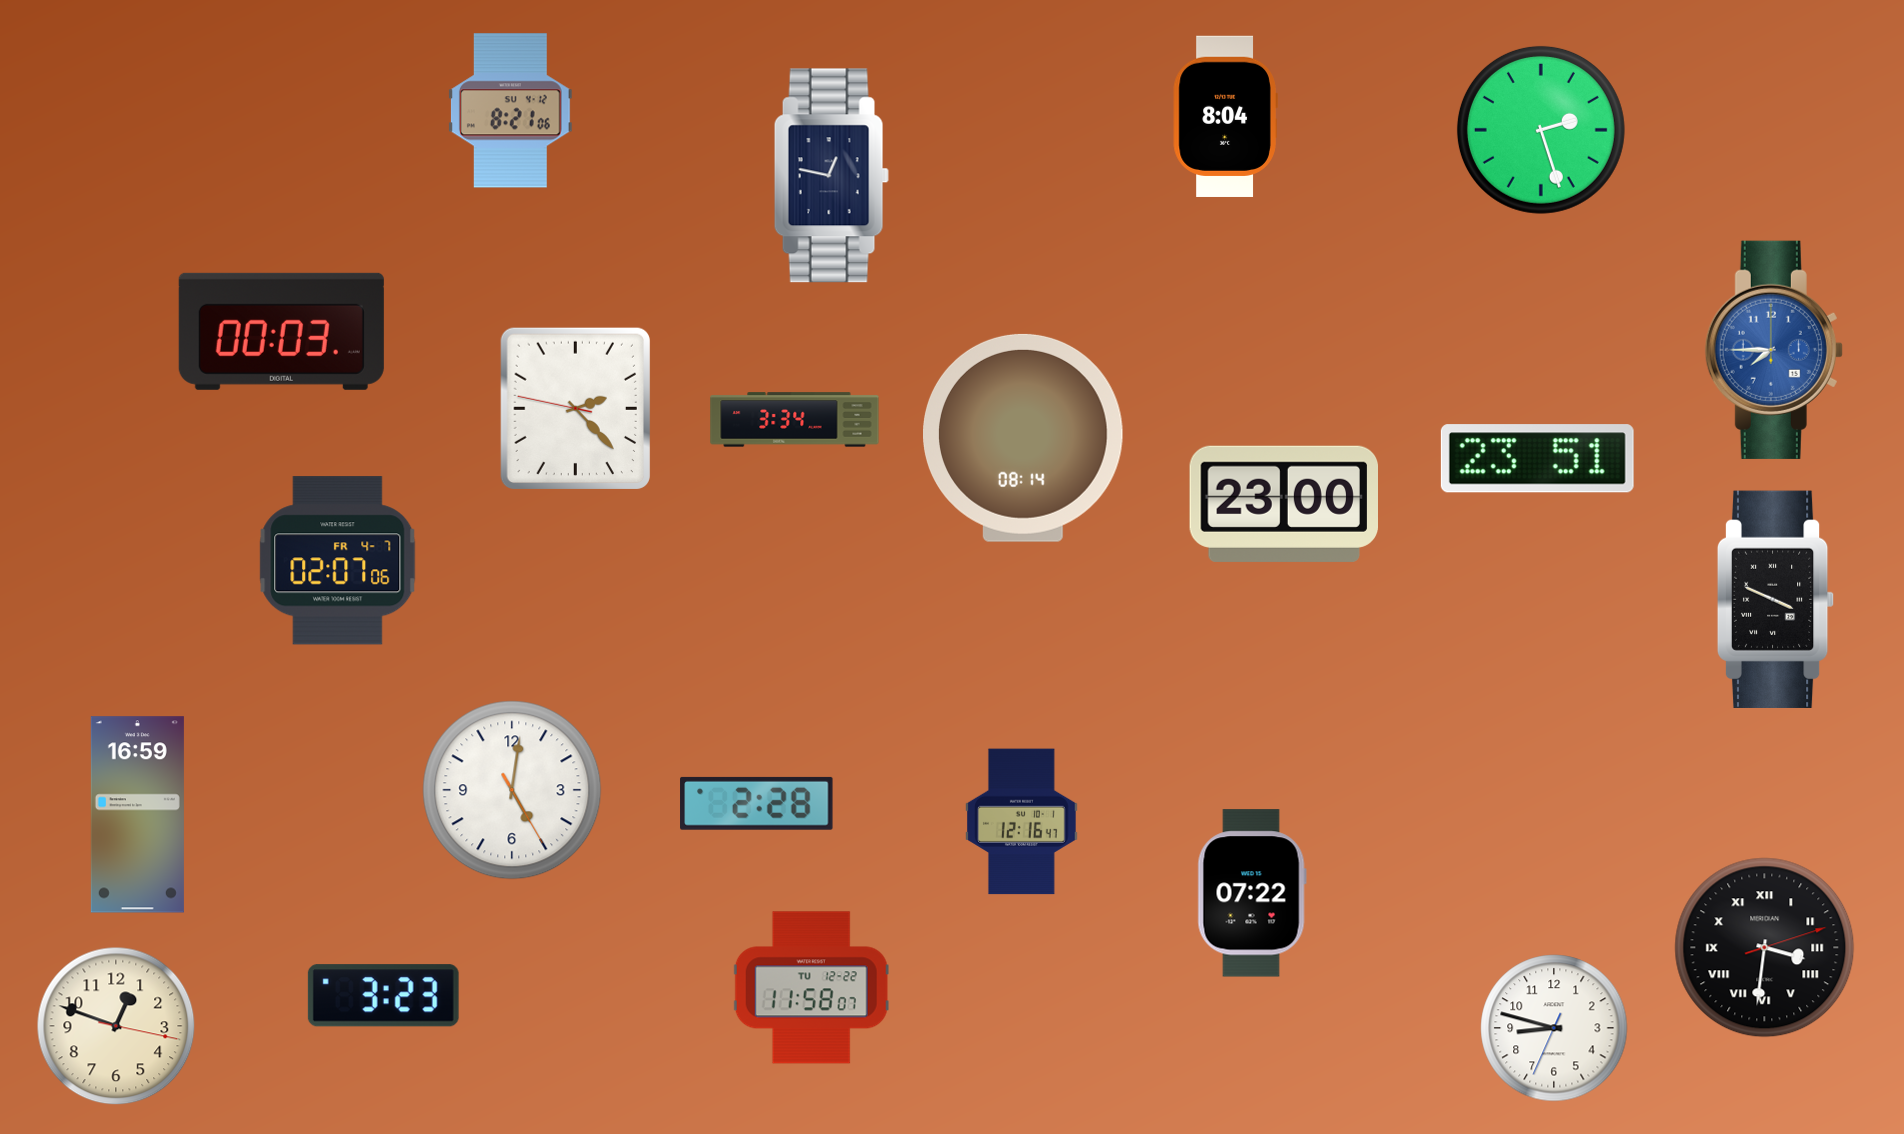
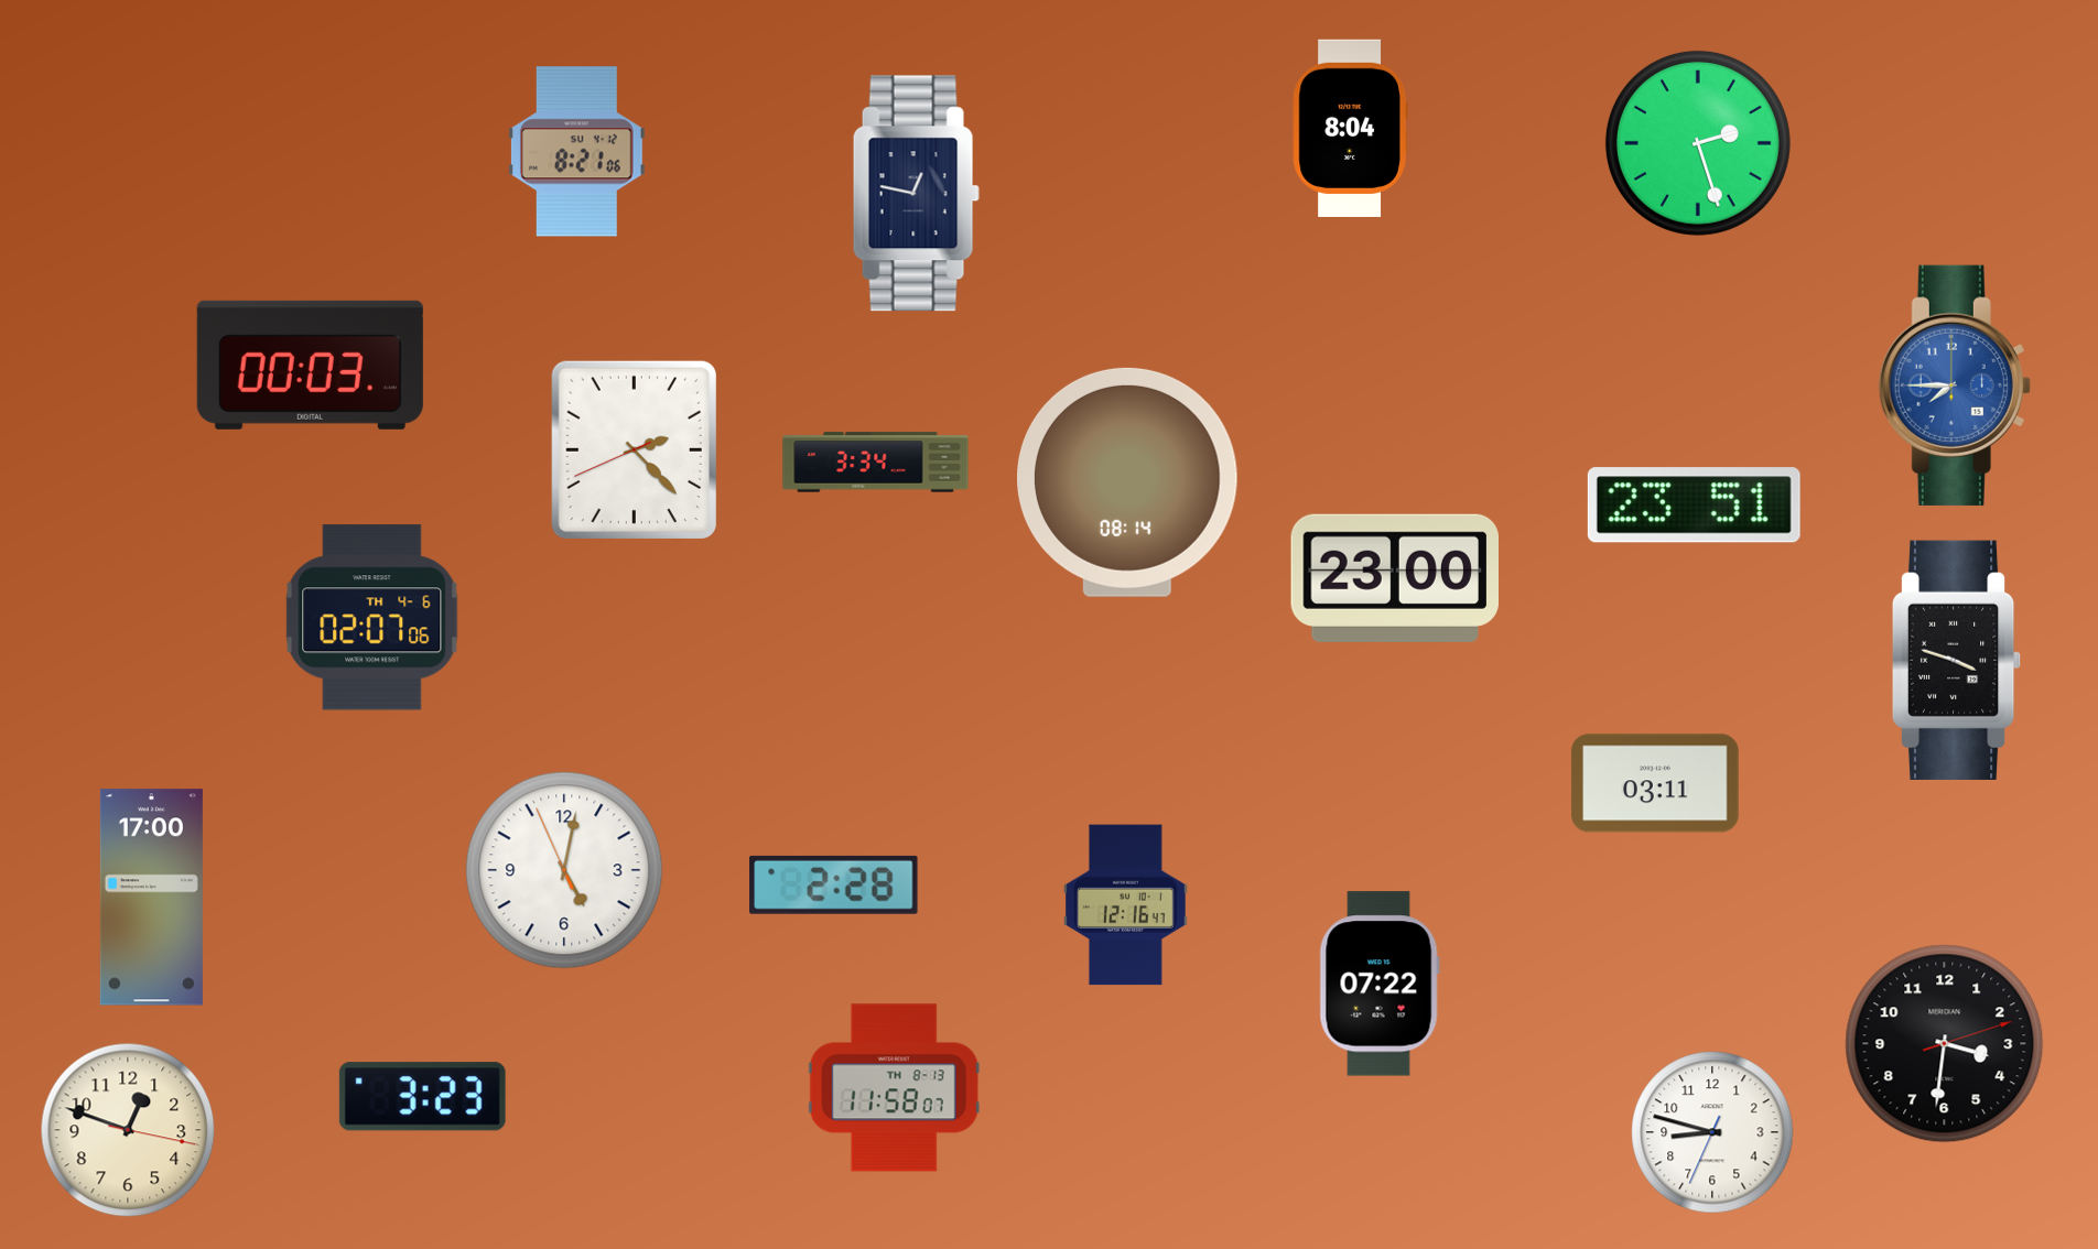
clock at (510, 111) position: (510, 111) -> (576, 152)
clock at (575, 408): 2:22:47 -> 2:22:41
clock at (1283, 504) position: (1283, 504) -> (1394, 578)
clock at (338, 561) date: FR 4-7 -> TH 4-6
clock at (1776, 599): 3:49 -> 3:48
clock at (1655, 783): none -> 03:11
clock at (512, 790): 5:01:25 -> 5:01:56
clock at (137, 815): 16:59 -> 17:00
clock at (1765, 948) numerals: Roman -> Arabic
clock at (811, 988) date: TU 12-22 -> TH 8-13
